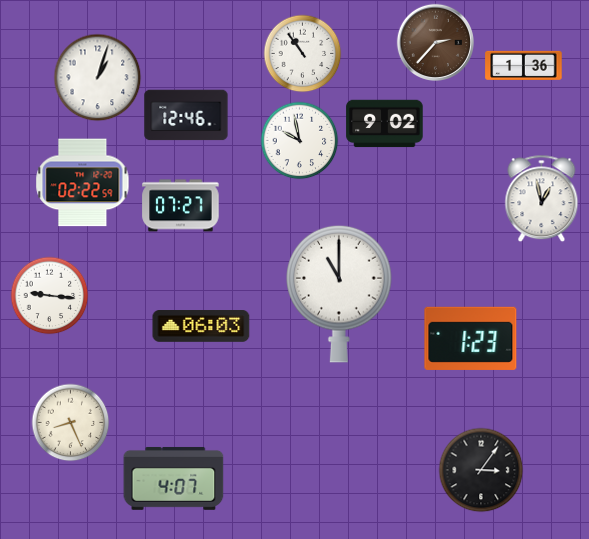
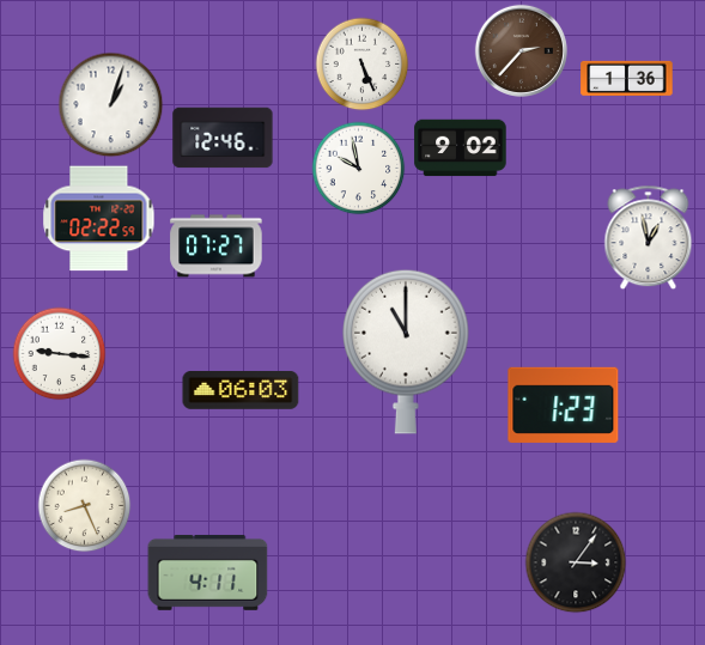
clock at (302, 53): 10:54 -> 5:26
clock at (97, 77) position: (97, 77) -> (110, 104)
clock at (174, 479): 4:07 -> 4:11
